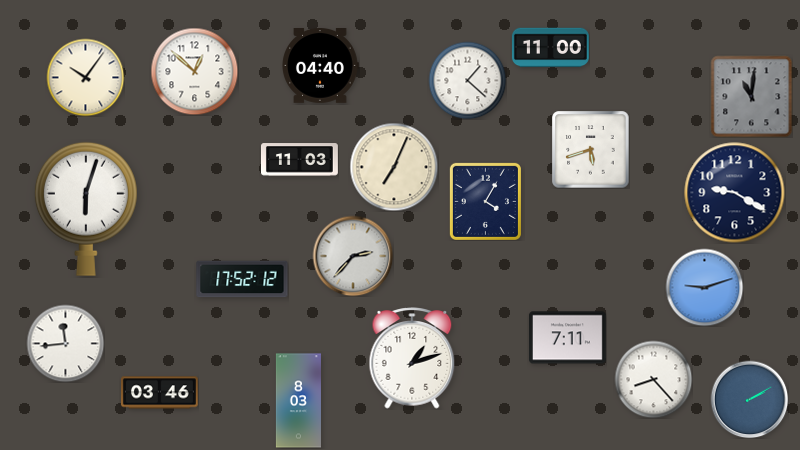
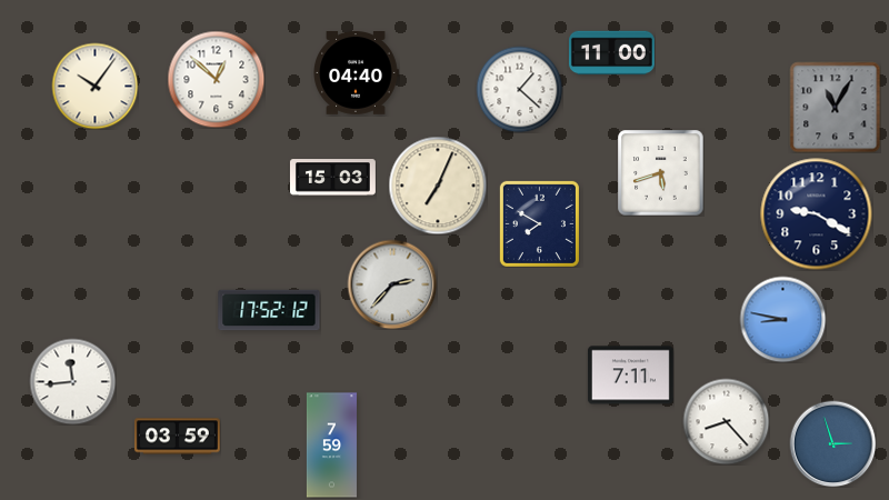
clock at (751, 96): 11:01 -> 11:05
clock at (590, 149) position: (590, 149) -> (660, 172)
clock at (299, 160): 11:03 -> 15:03
clock at (485, 201): 4:05 -> 7:50
clock at (86, 209): 6:03 -> none
clock at (704, 287): 9:12 -> 8:47
clock at (412, 358): 1:12 -> none
clock at (159, 393): 03:46 -> 03:59
clock at (749, 399): 2:10 -> 2:57
clock at (298, 401): 8:03 -> 7:59
